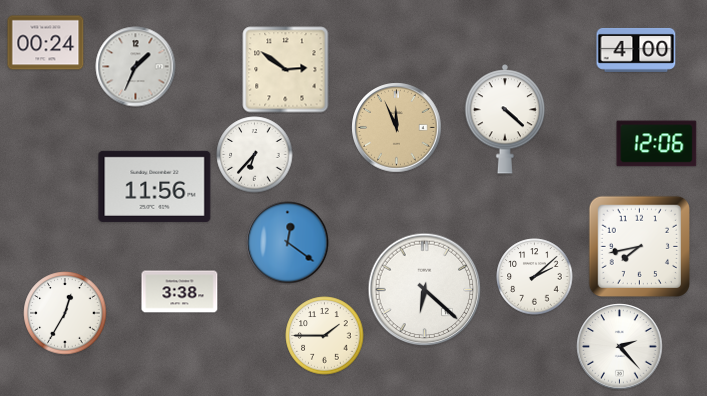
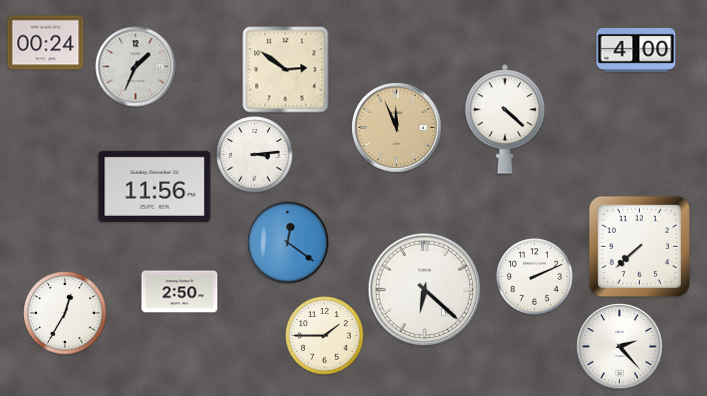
clock at (657, 144): 12:06 -> none
clock at (255, 155): 6:37 -> 3:14
clock at (639, 246): 7:43 -> 7:38
clock at (535, 277): 2:08 -> 2:11
clock at (180, 292): 3:38 -> 2:50
